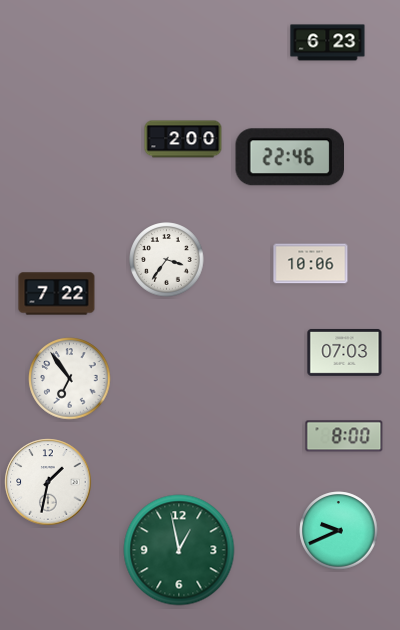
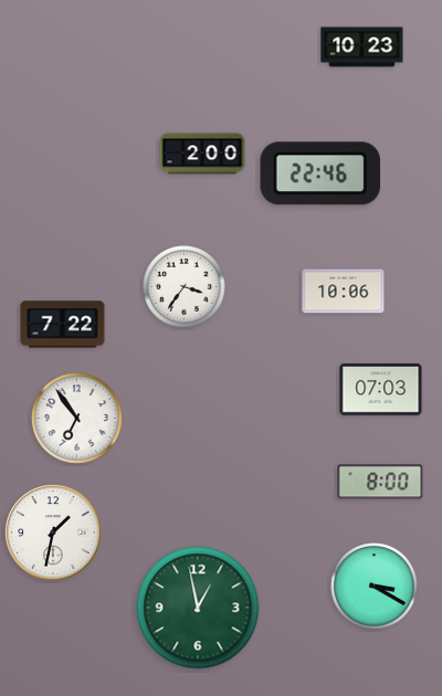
clock at (328, 43): 6:23 -> 10:23
clock at (339, 531): 9:41 -> 3:20
